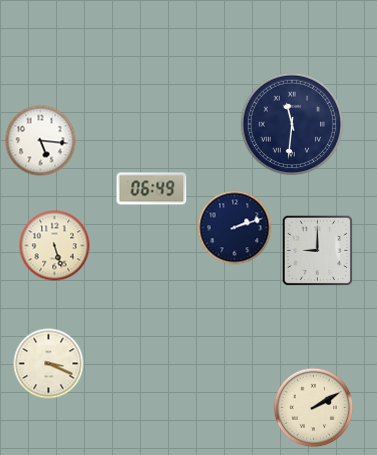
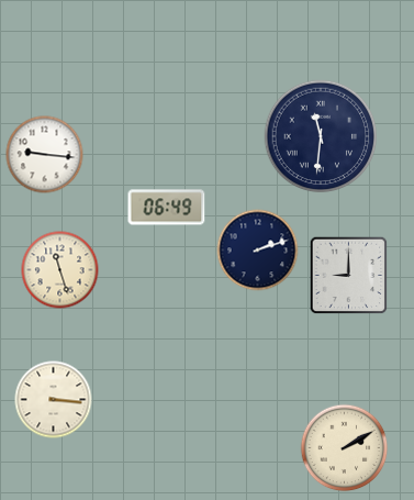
clock at (41, 141): 5:16 -> 9:16
clock at (55, 246): 5:27 -> 11:27
clock at (49, 364): 3:19 -> 3:16
